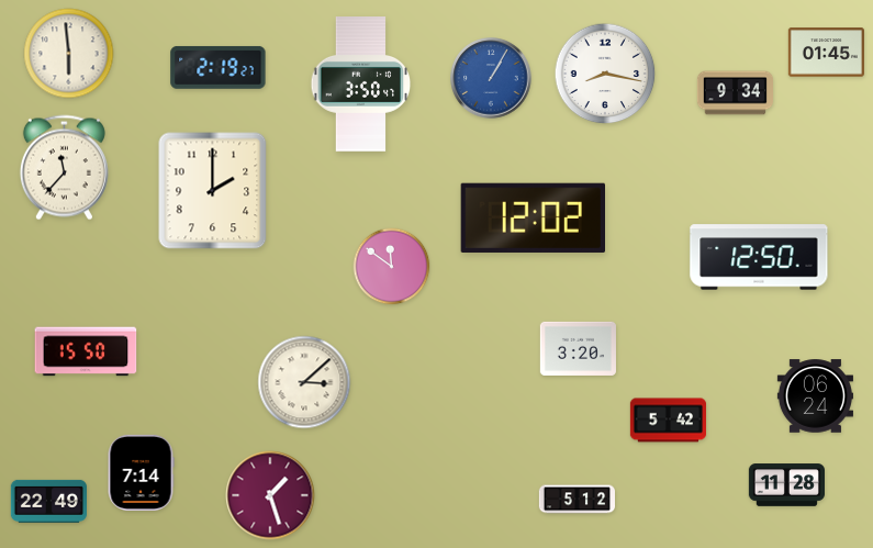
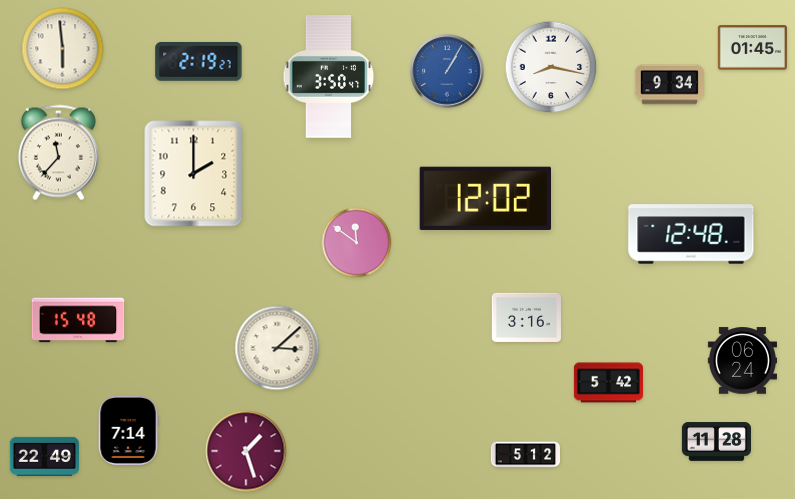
clock at (759, 257): 12:50 -> 12:48
clock at (578, 348): 3:20 -> 3:16
clock at (86, 351): 15:50 -> 15:48
